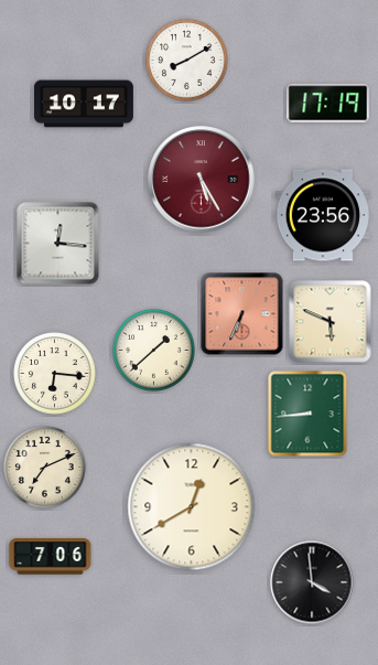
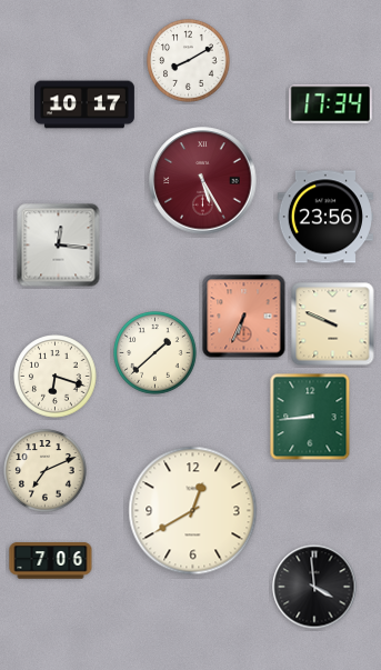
clock at (328, 104): 17:19 -> 17:34
clock at (331, 322): 5:49 -> 9:49
clock at (55, 374): 6:16 -> 6:18
